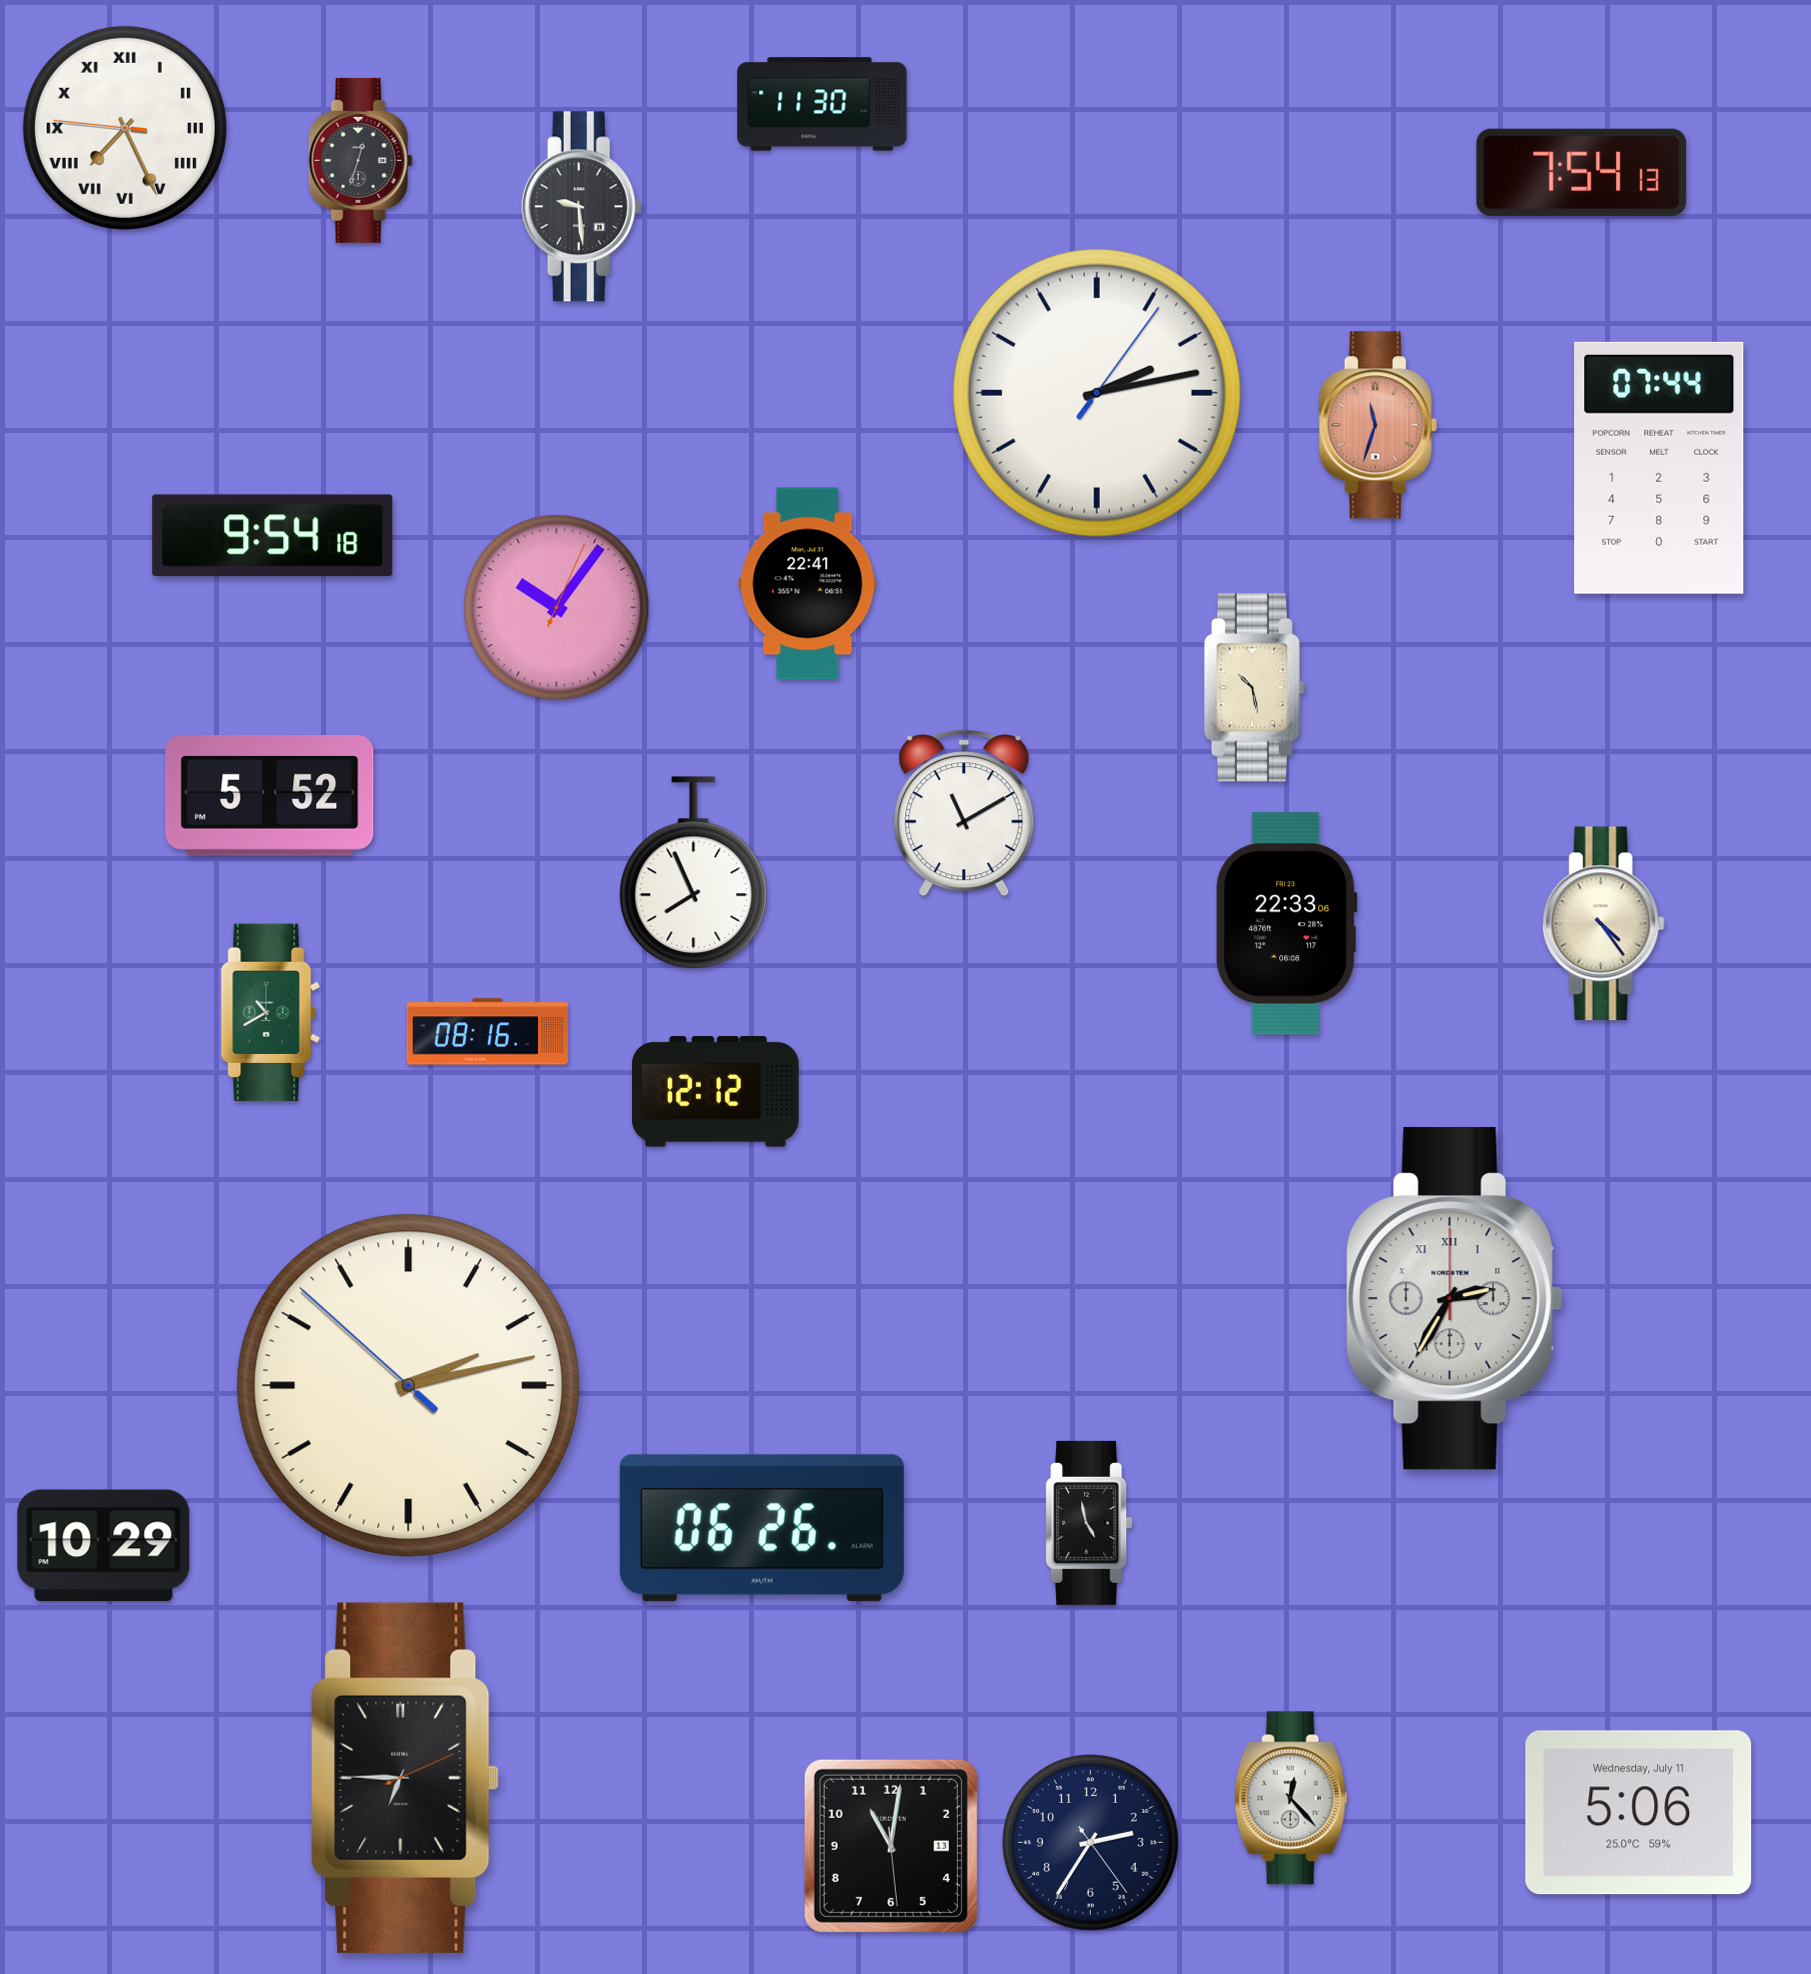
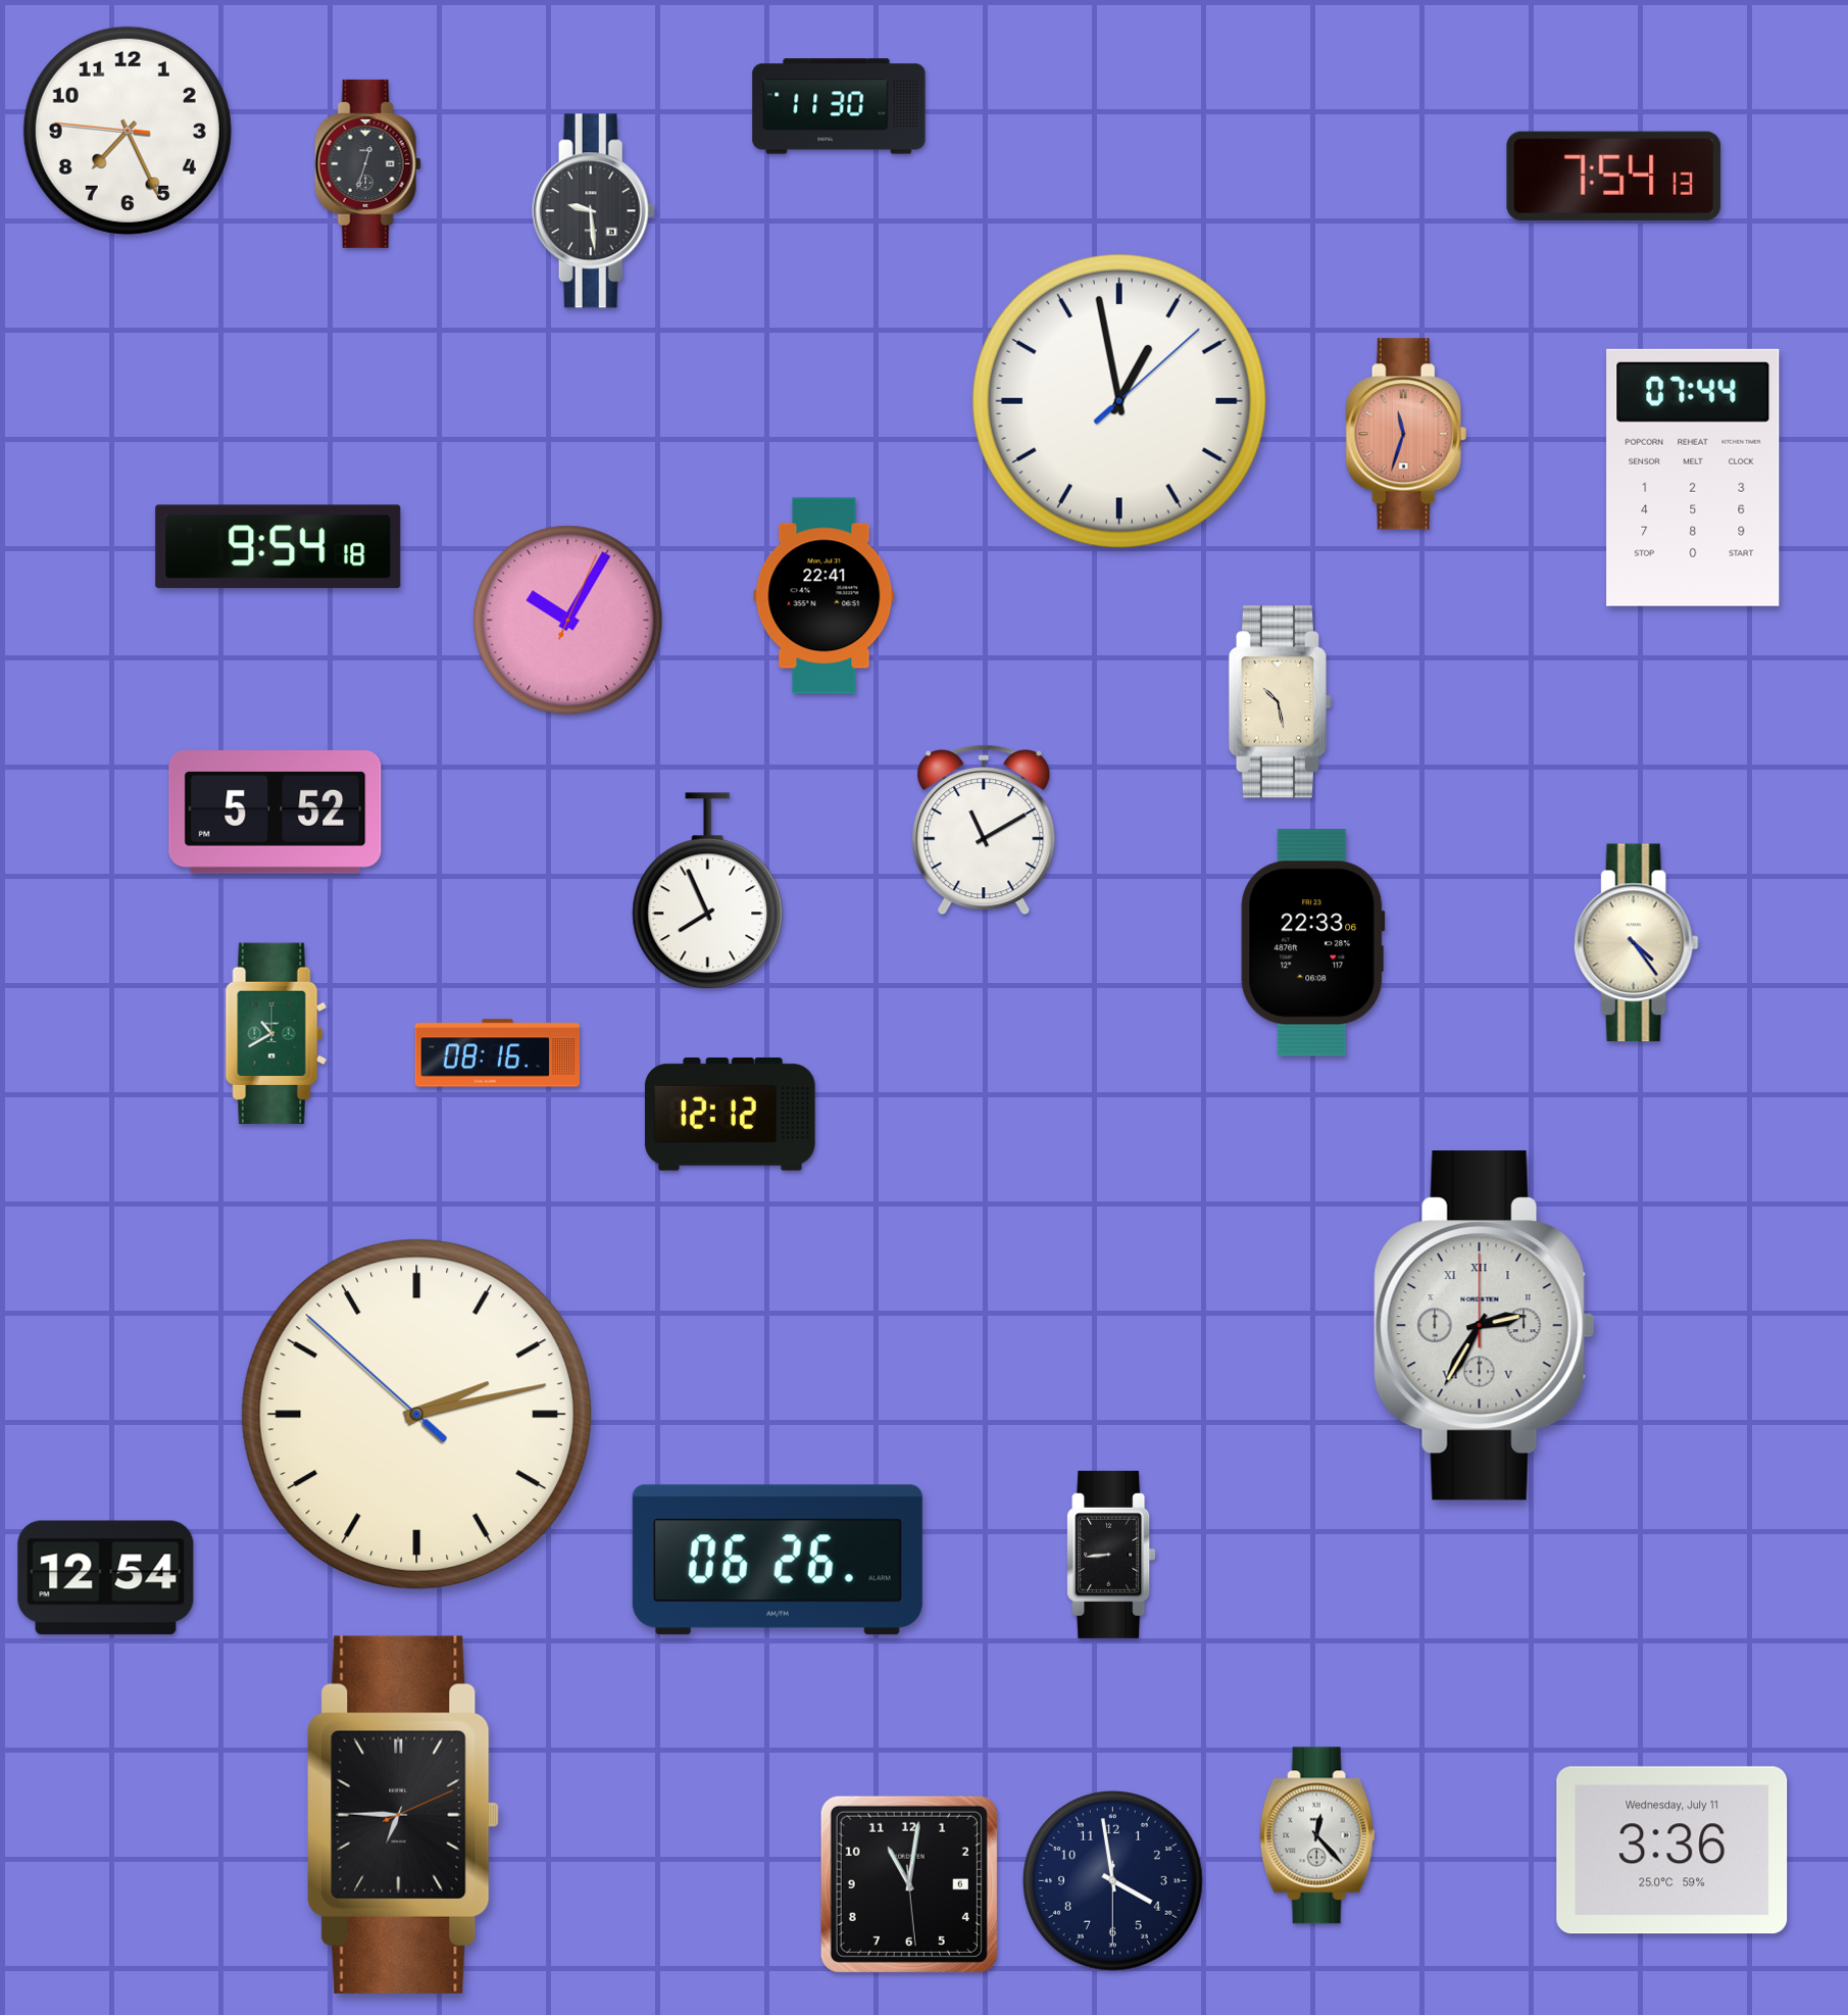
clock at (125, 128) numerals: Roman -> Arabic
clock at (1097, 393): 2:13 -> 12:58
clock at (557, 608): 10:06 -> 10:05
clock at (1089, 1523): 4:58 -> 8:44
clock at (104, 1546): 10:29 -> 12:54
clock at (405, 1778) position: (405, 1778) -> (403, 1815)
clock at (1639, 1813): 5:06 -> 3:36
clock at (1091, 1843): 2:35 -> 3:58
clock at (891, 1846) date: 13 -> 6
